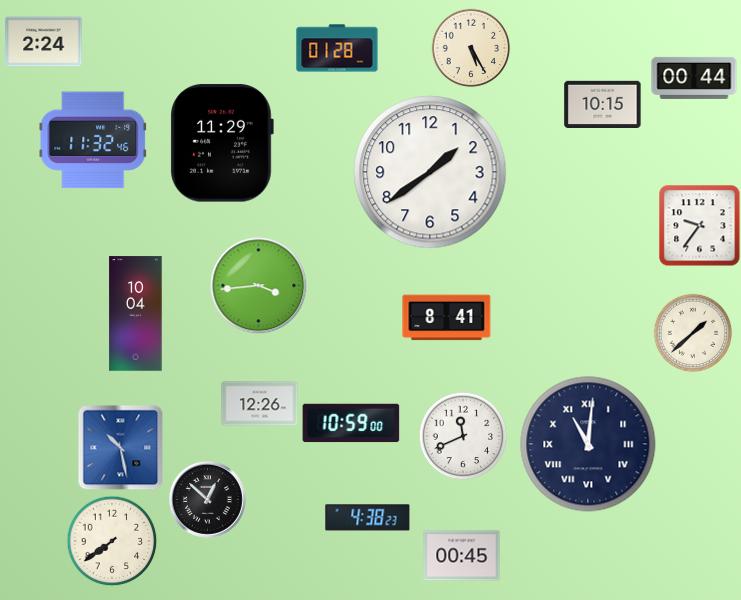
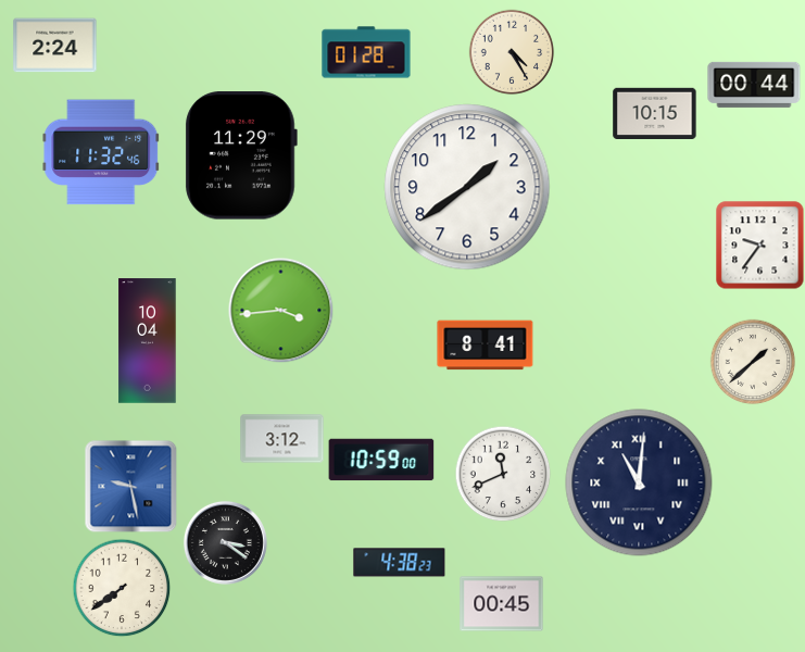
clock at (44, 42) position: (44, 42) -> (55, 46)
clock at (471, 48): 5:25 -> 4:25
clock at (260, 404): 12:26 -> 3:12
clock at (120, 447): 10:28 -> 9:28
clock at (207, 499): 12:52 -> 3:21
